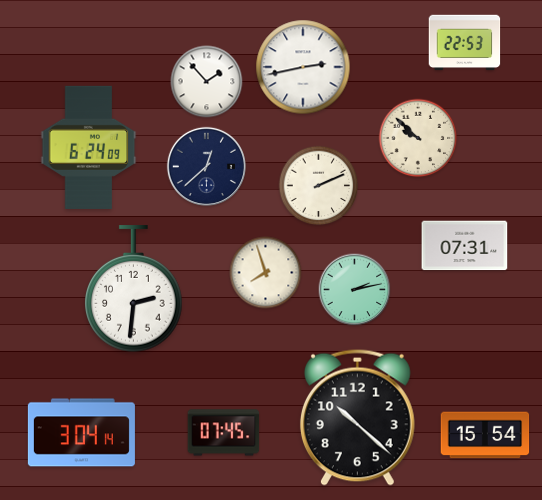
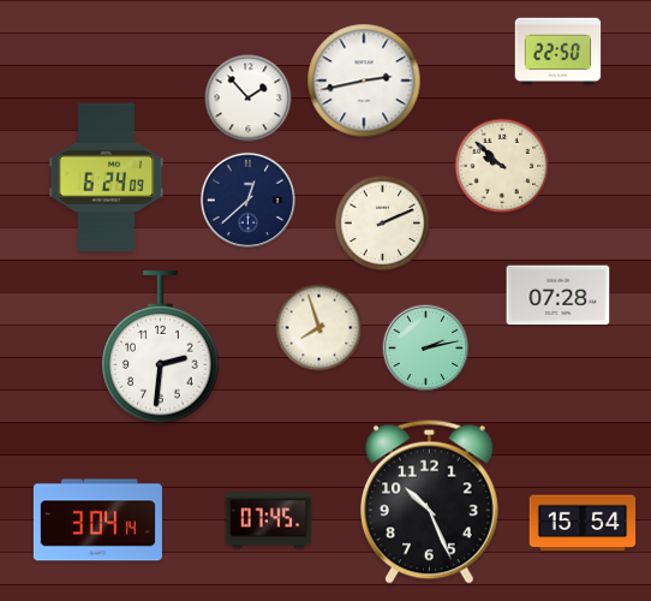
clock at (465, 43): 22:53 -> 22:50
clock at (465, 246): 07:31 -> 07:28
clock at (357, 417): 10:22 -> 10:26
